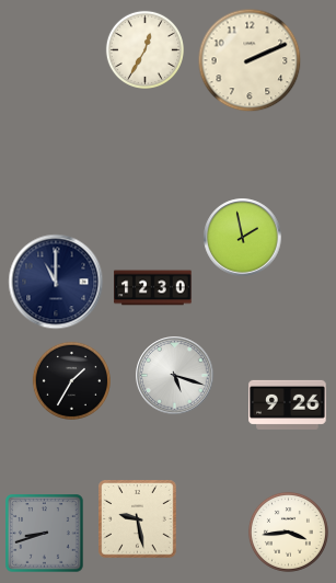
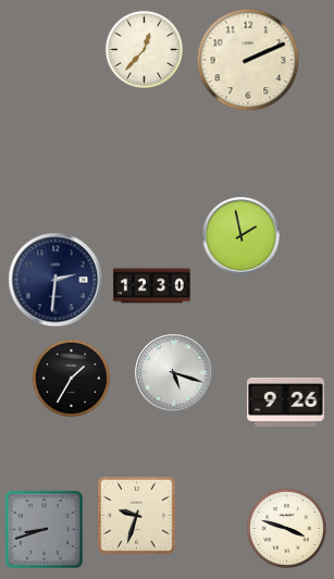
clock at (144, 49): 12:35 -> 12:37
clock at (56, 282): 11:00 -> 2:31
clock at (138, 519): 9:28 -> 9:33
clock at (288, 531): 3:44 -> 3:48
